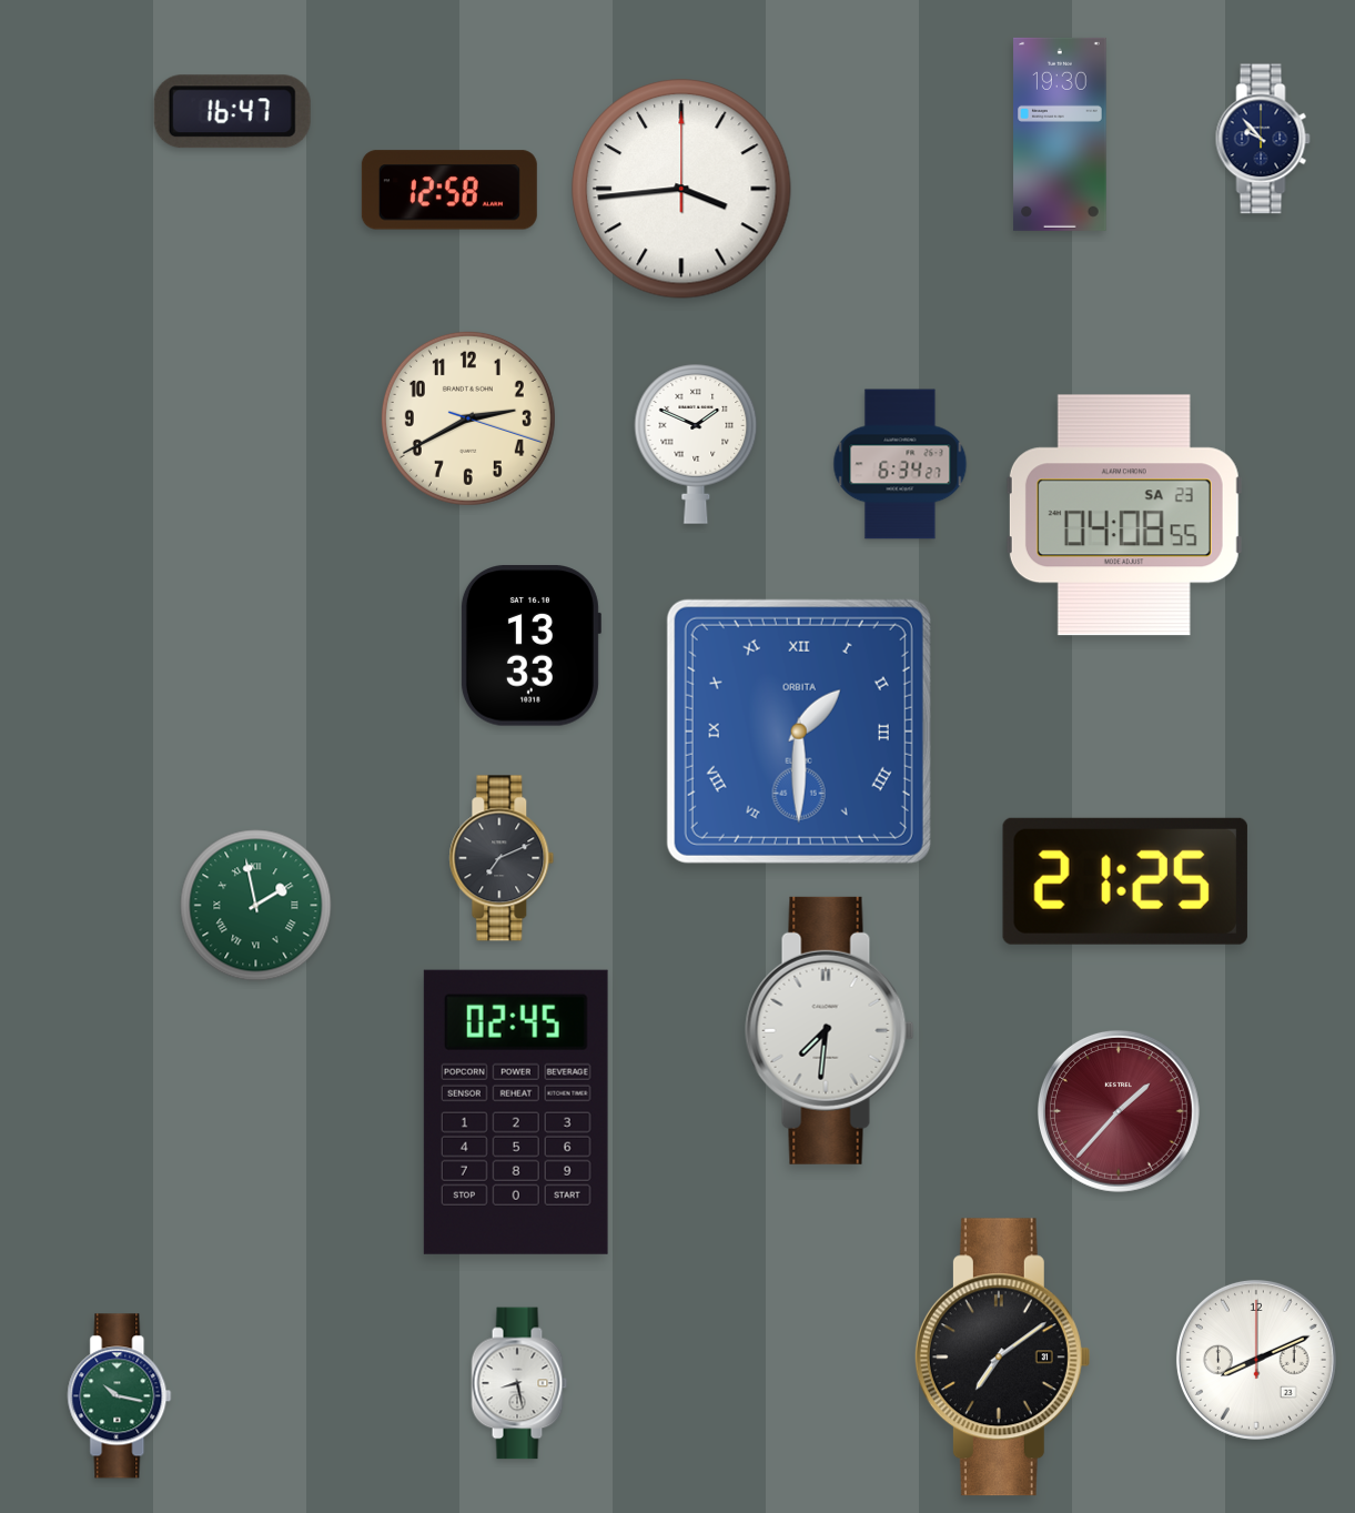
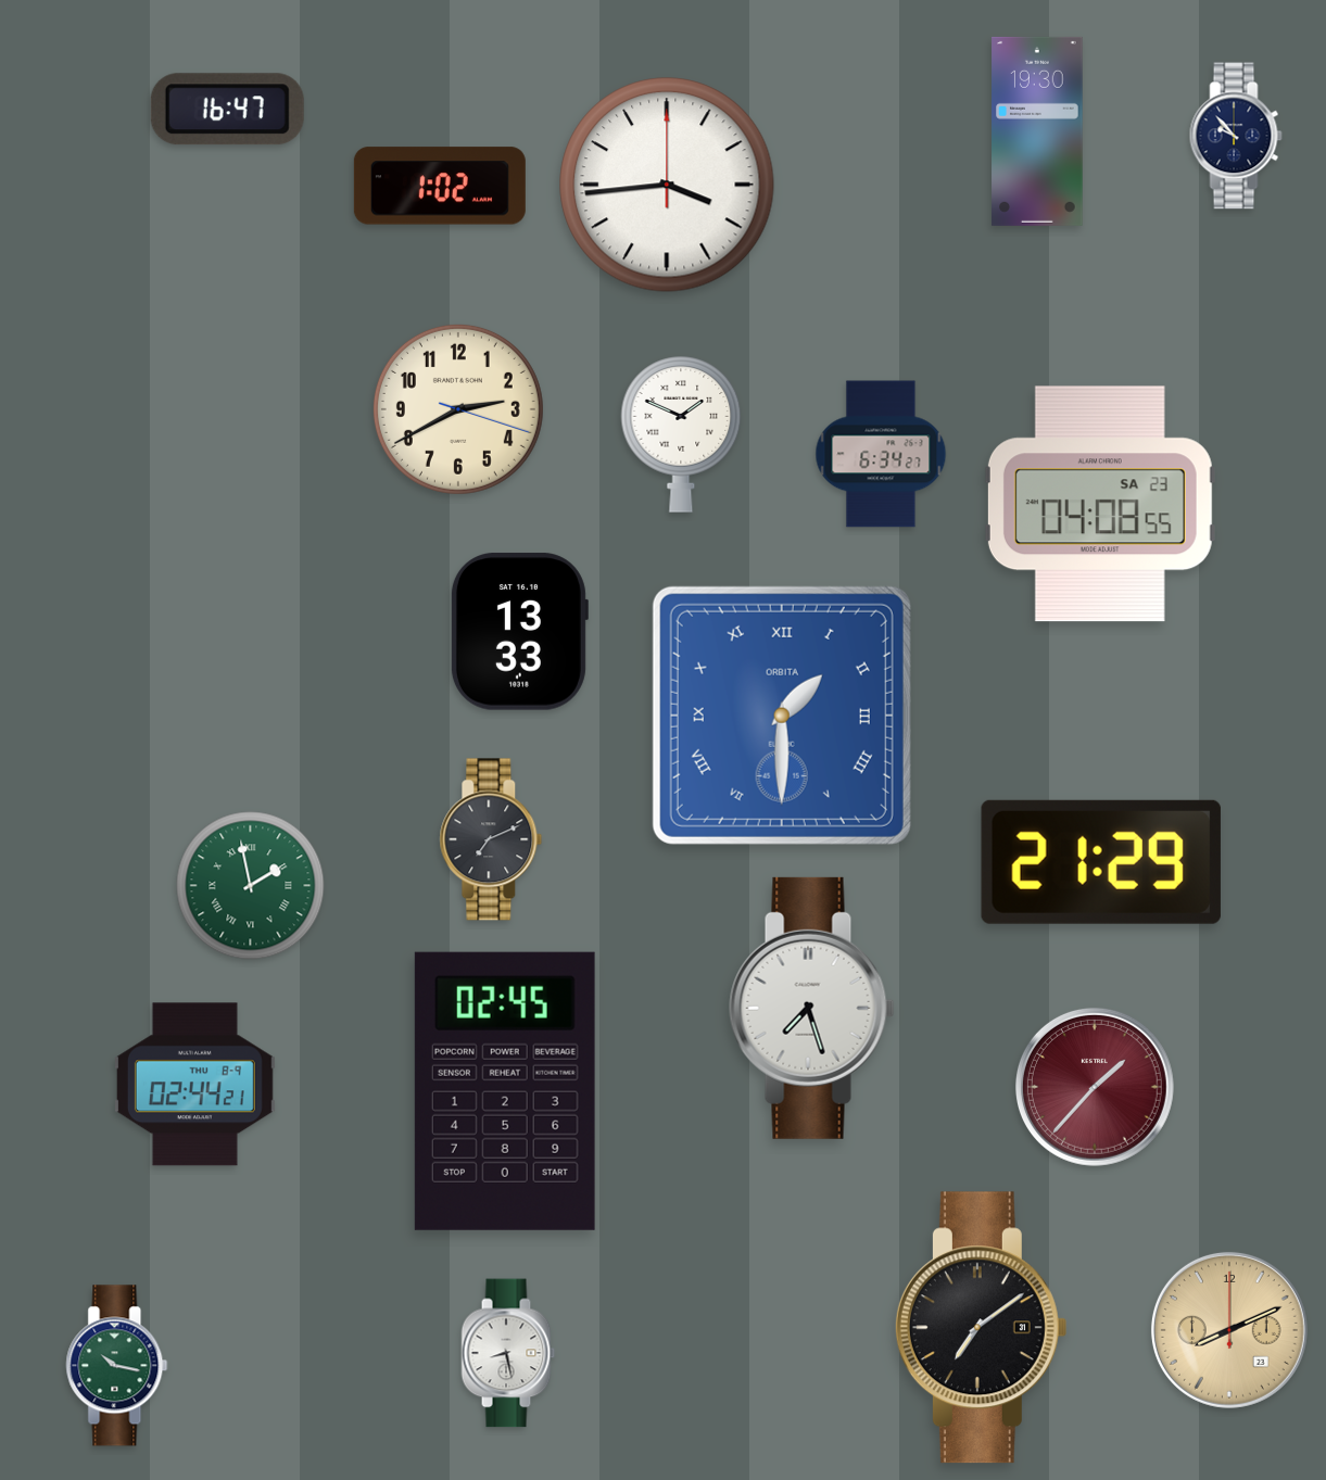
clock at (449, 190): 12:58 -> 1:02
clock at (1125, 881): 21:25 -> 21:29
clock at (830, 1030): 7:31 -> 7:27
clock at (194, 1085): none -> 02:44
clock at (516, 1112) position: (516, 1112) -> (505, 1091)
clock at (1256, 1360) dial: white -> champagne
